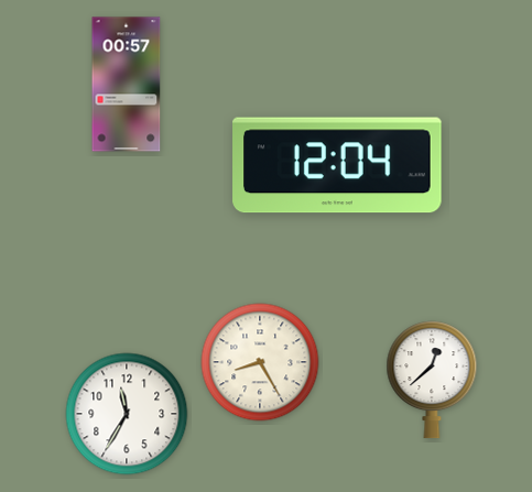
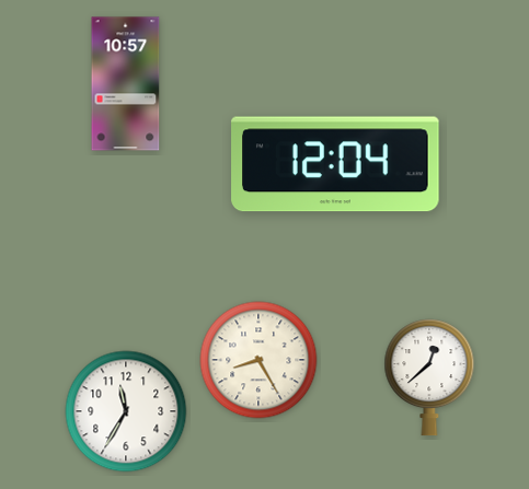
clock at (127, 85): 00:57 -> 10:57
